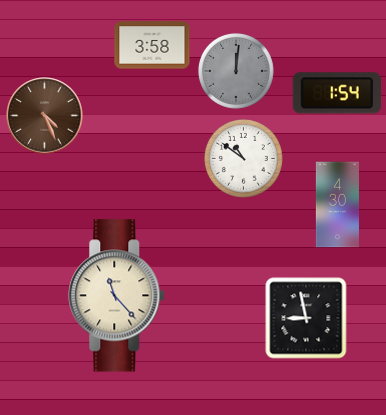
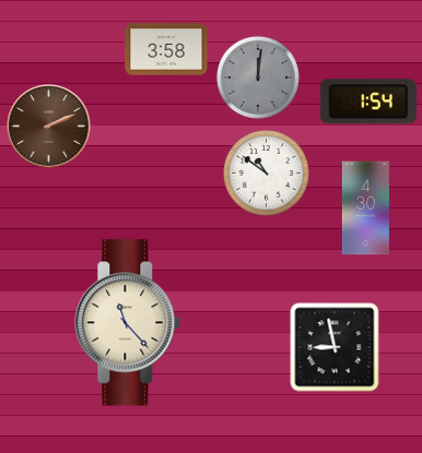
clock at (45, 116): 4:26 -> 2:11
clock at (337, 205) position: (337, 205) -> (365, 208)
